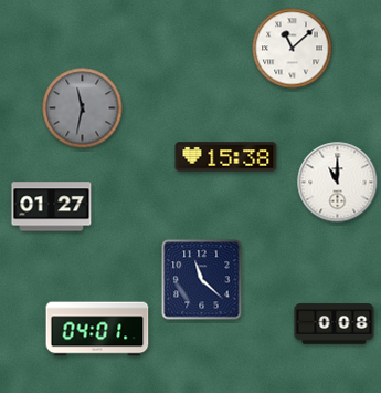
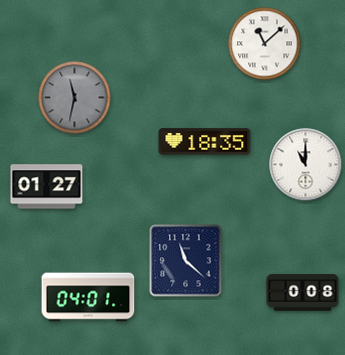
clock at (226, 157): 15:38 -> 18:35
clock at (202, 280) position: (202, 280) -> (186, 261)
